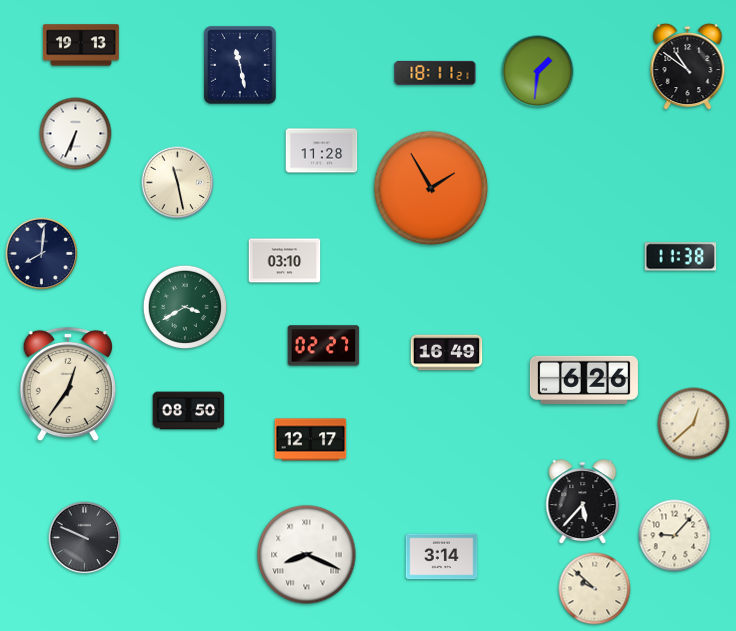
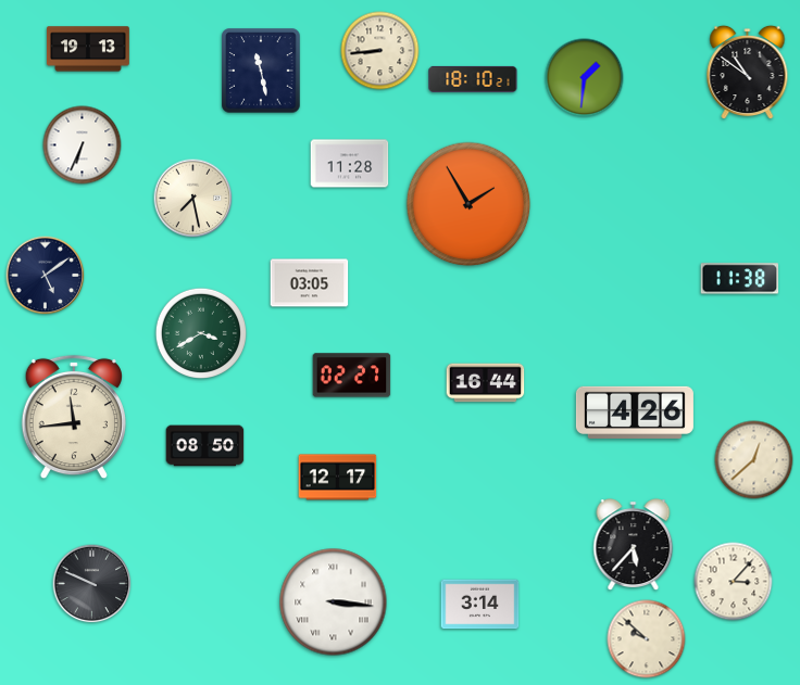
clock at (380, 51): none -> 8:44
clock at (435, 73): 18:11 -> 18:10
clock at (178, 183): 11:28 -> 7:28
clock at (42, 254): 8:01 -> 5:09
clock at (285, 261): 03:10 -> 03:05
clock at (447, 353): 16:49 -> 16:44
clock at (584, 380): 6:26 -> 4:26
clock at (68, 384): 12:36 -> 11:44
clock at (675, 536): 9:07 -> 3:07
clock at (307, 555): 8:19 -> 3:16
